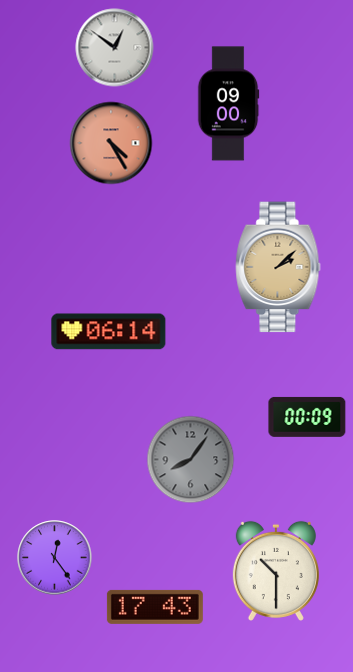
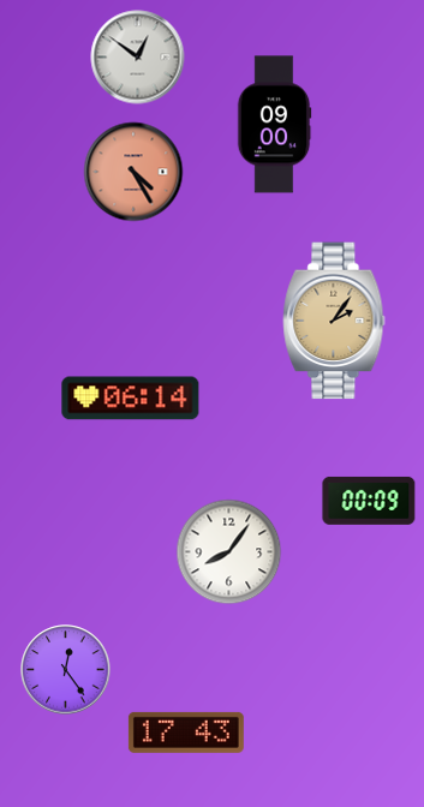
clock at (278, 267): 2:08 -> 2:06
clock at (191, 460) dial: grey -> white
clock at (276, 571): 10:30 -> none
clock at (155, 607) position: (155, 607) -> (186, 733)
